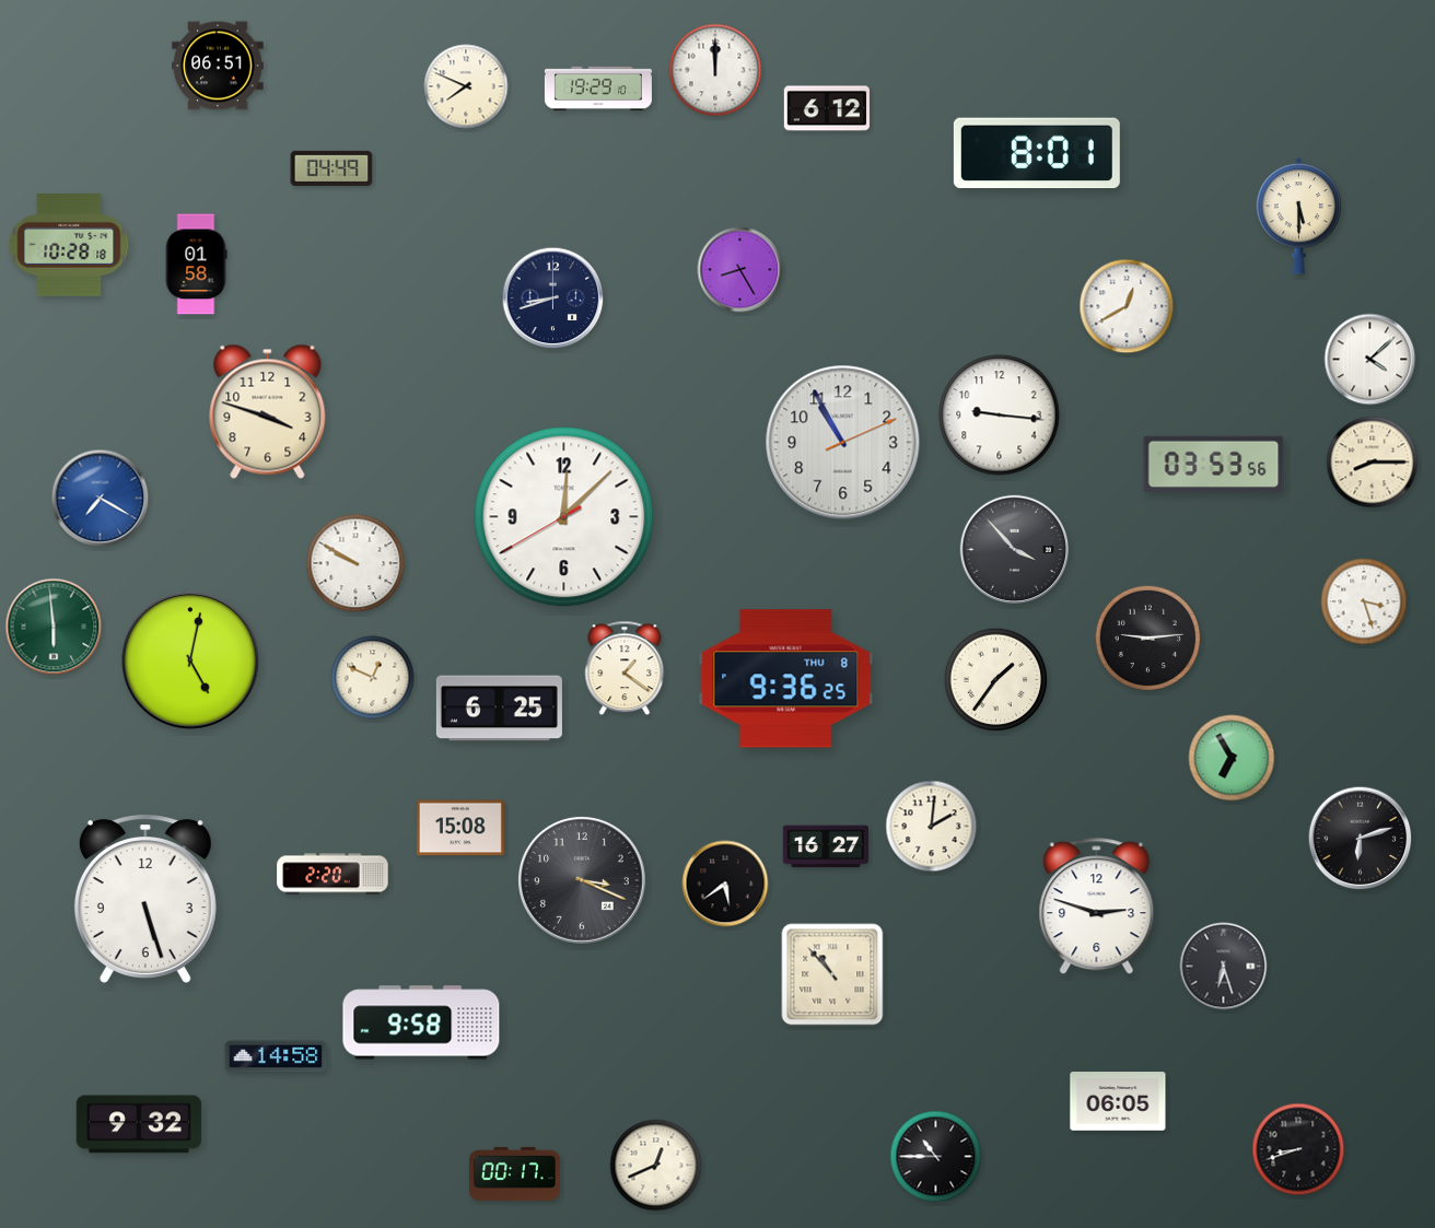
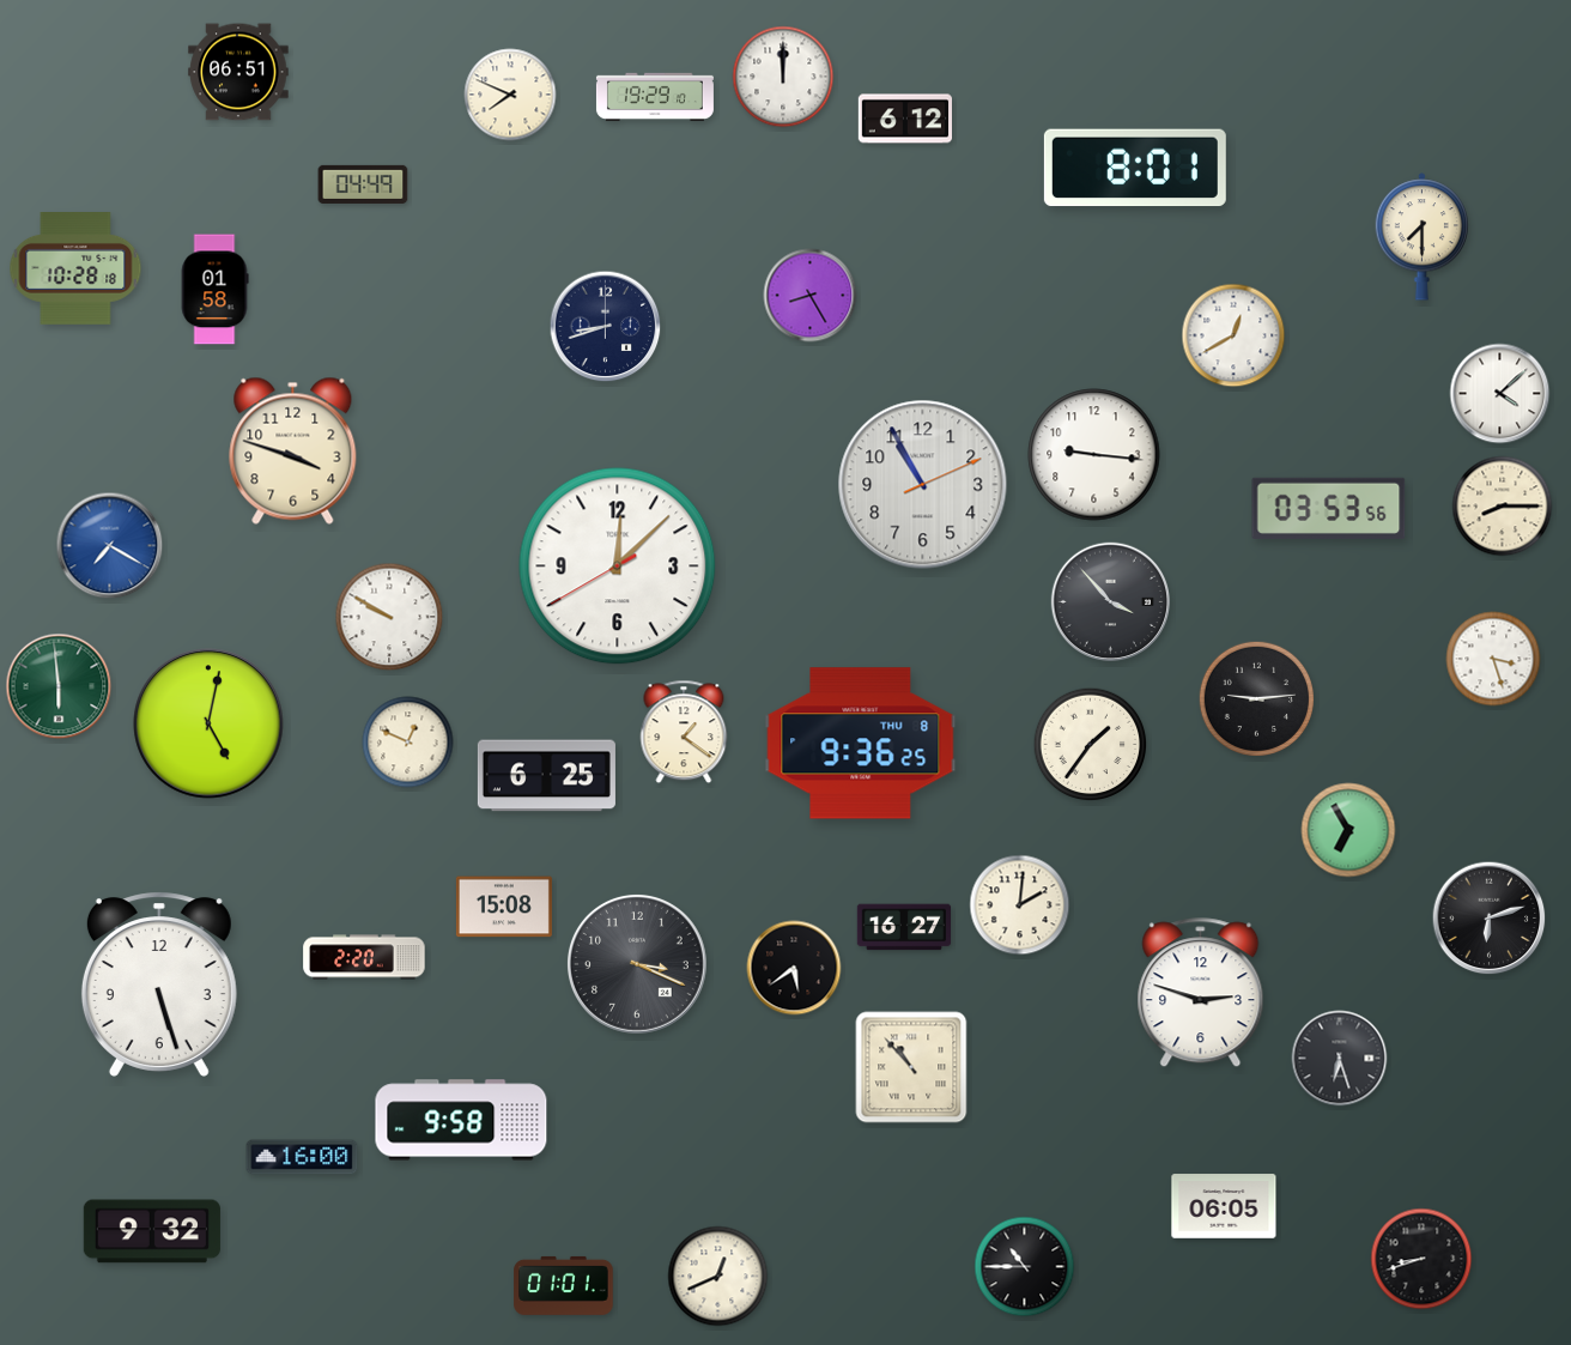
clock at (1299, 217): 5:30 -> 7:30
clock at (276, 1056): 14:58 -> 16:00
clock at (515, 1173): 00:17 -> 01:01
